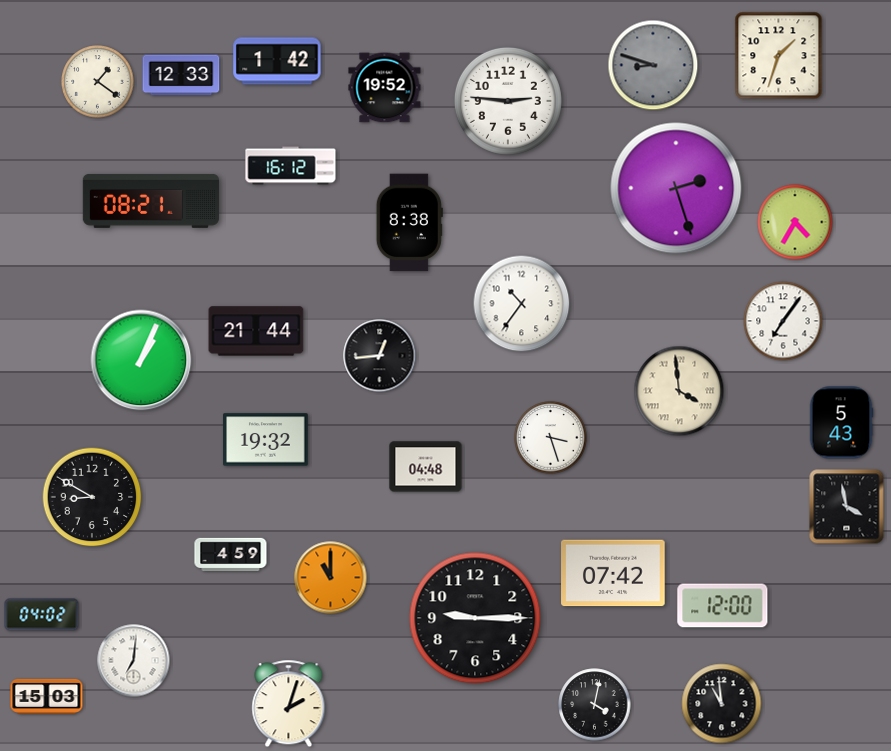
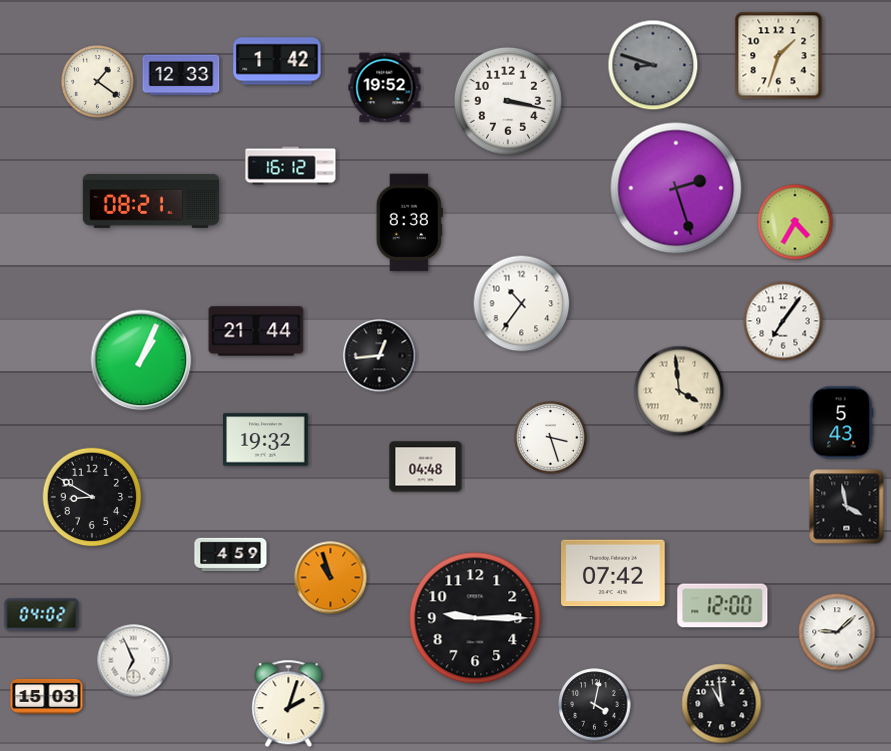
clock at (508, 101): 2:46 -> 3:17
clock at (331, 578): 11:00 -> 10:57
clock at (837, 632): none -> 9:08
clock at (134, 661): 7:01 -> 6:56
